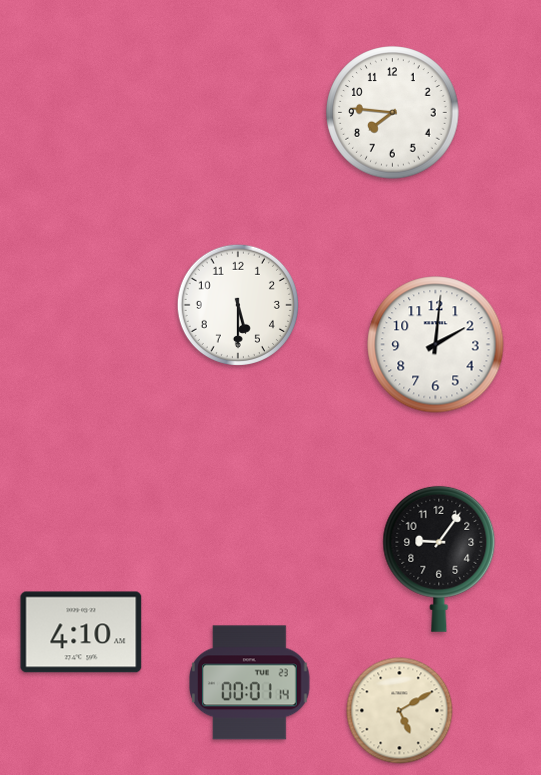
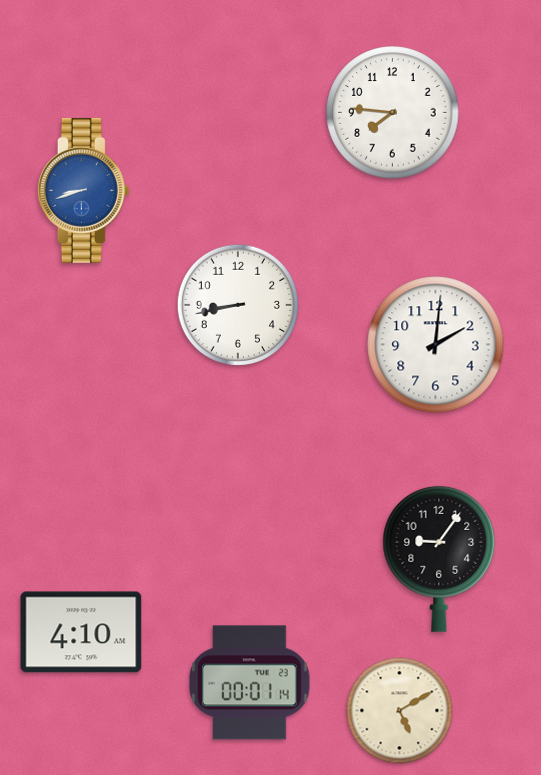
clock at (83, 190): none -> 8:42
clock at (238, 305): 5:30 -> 8:43
